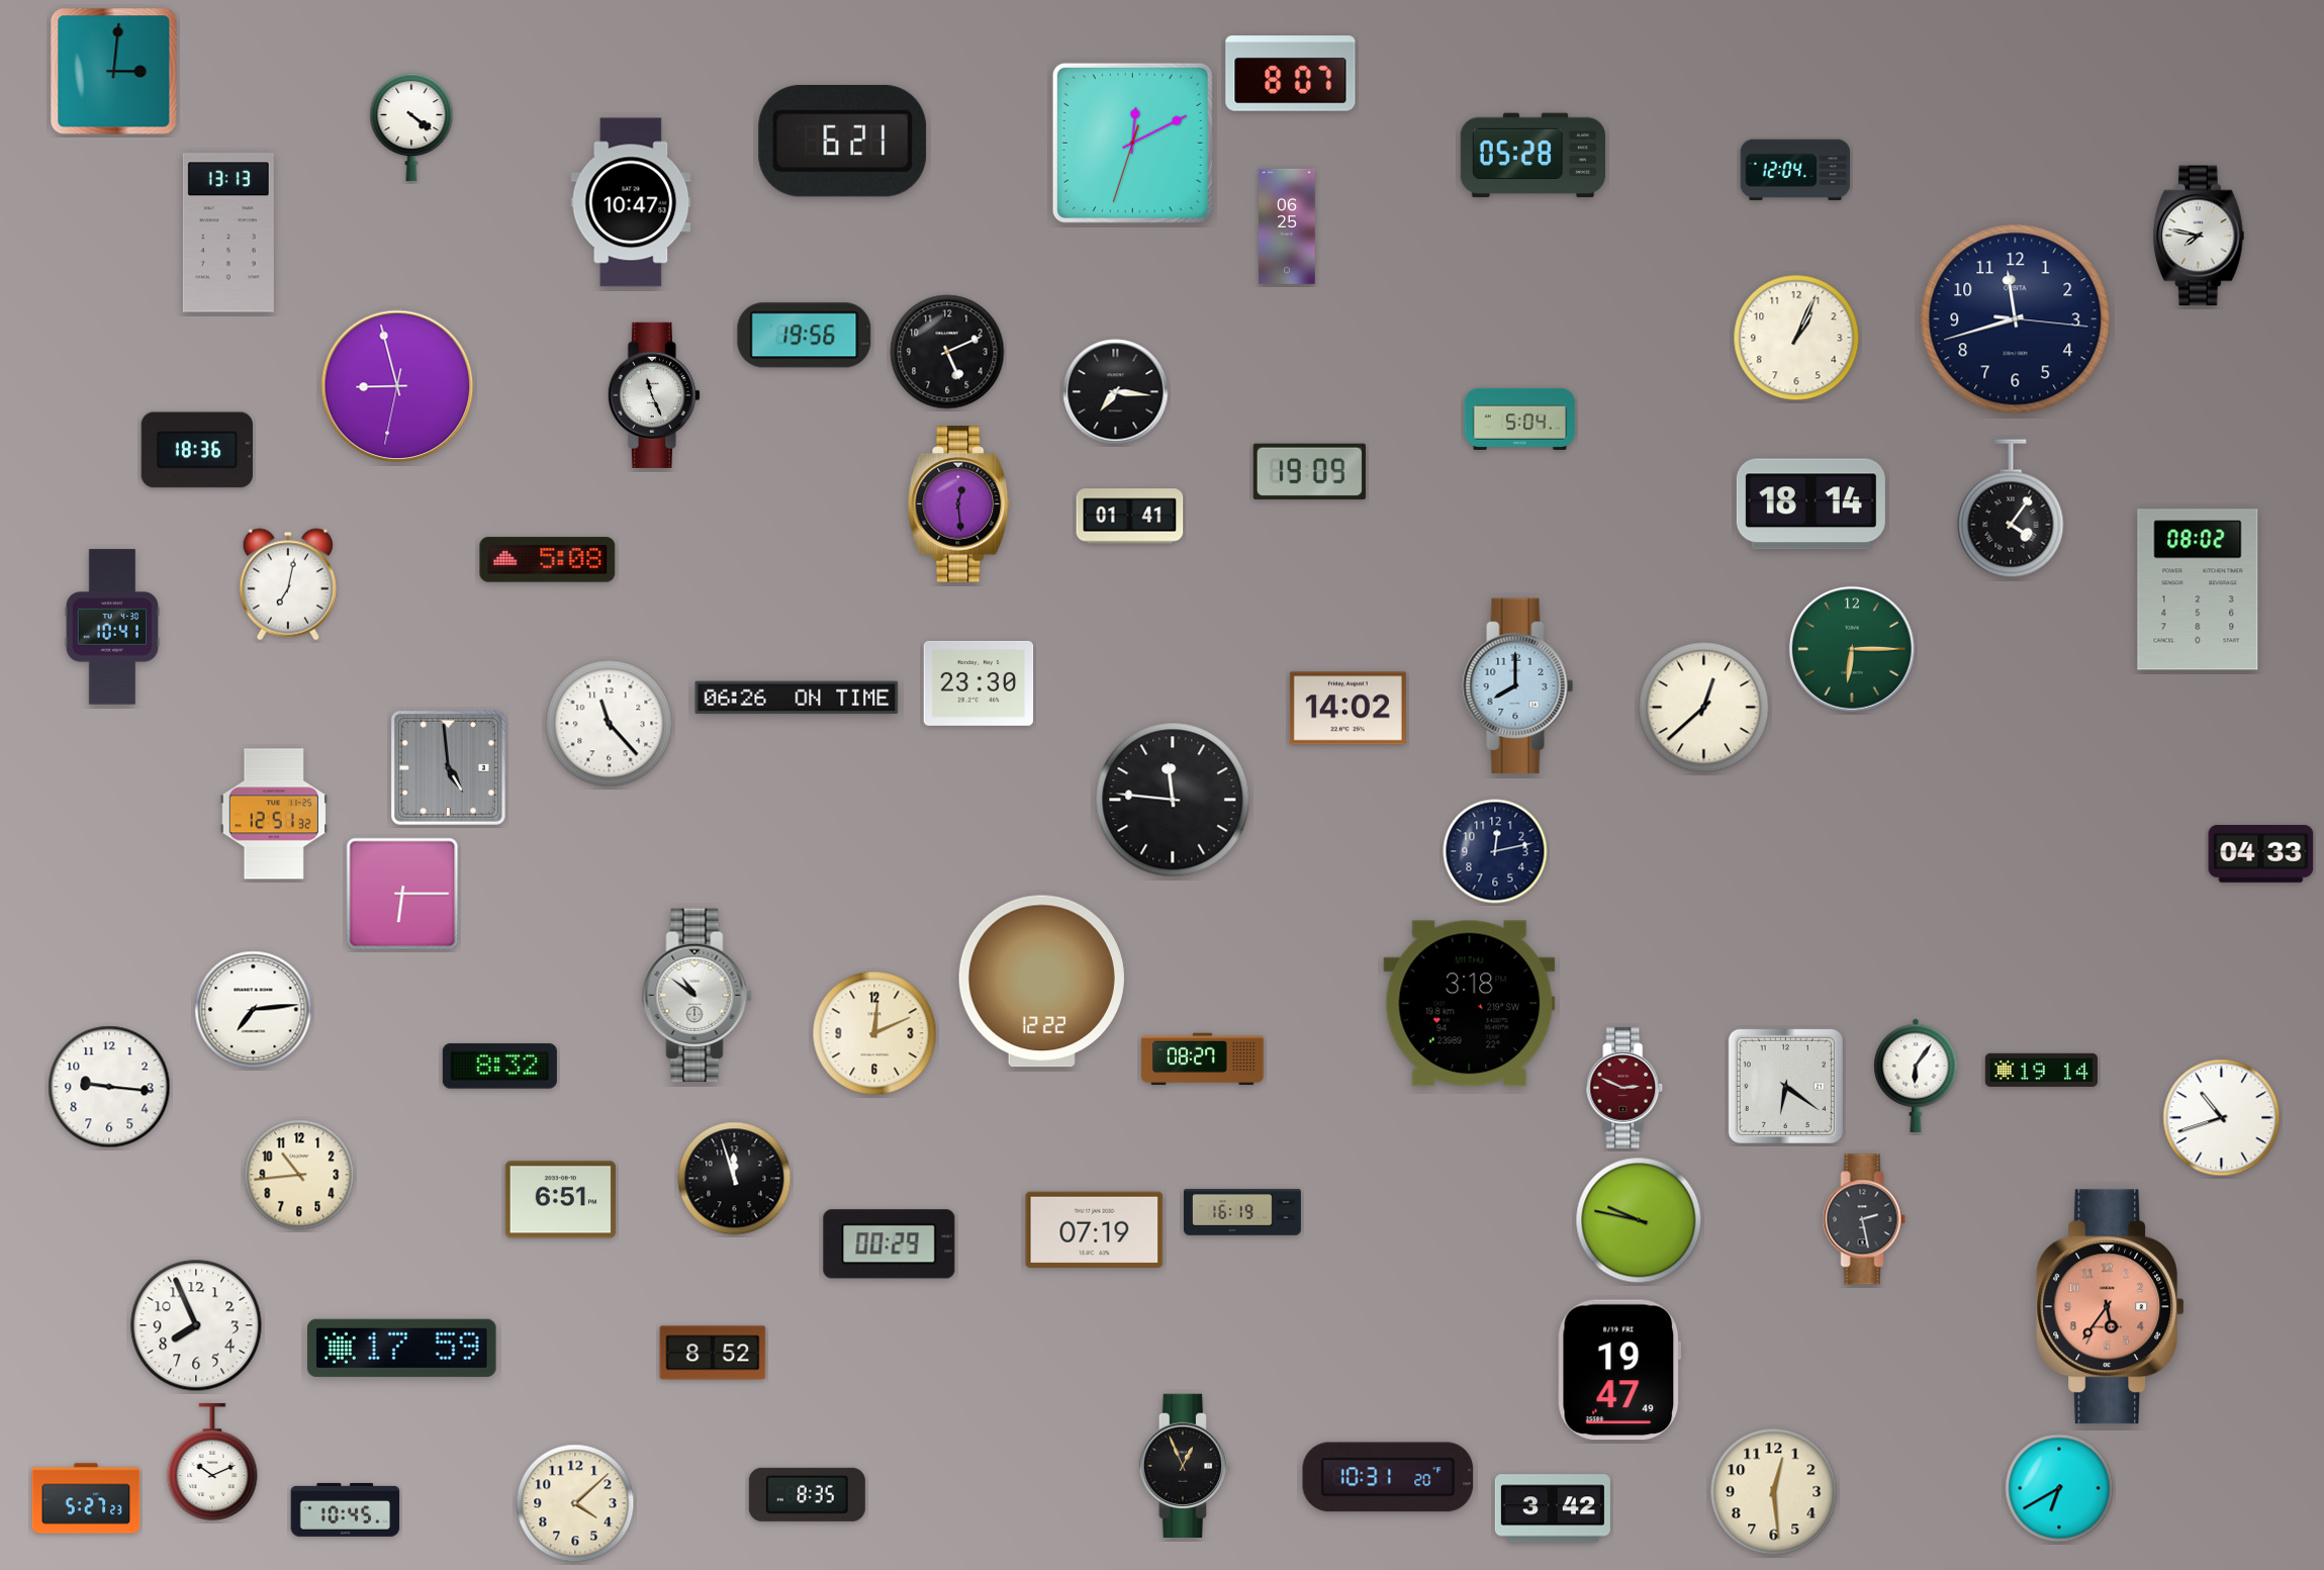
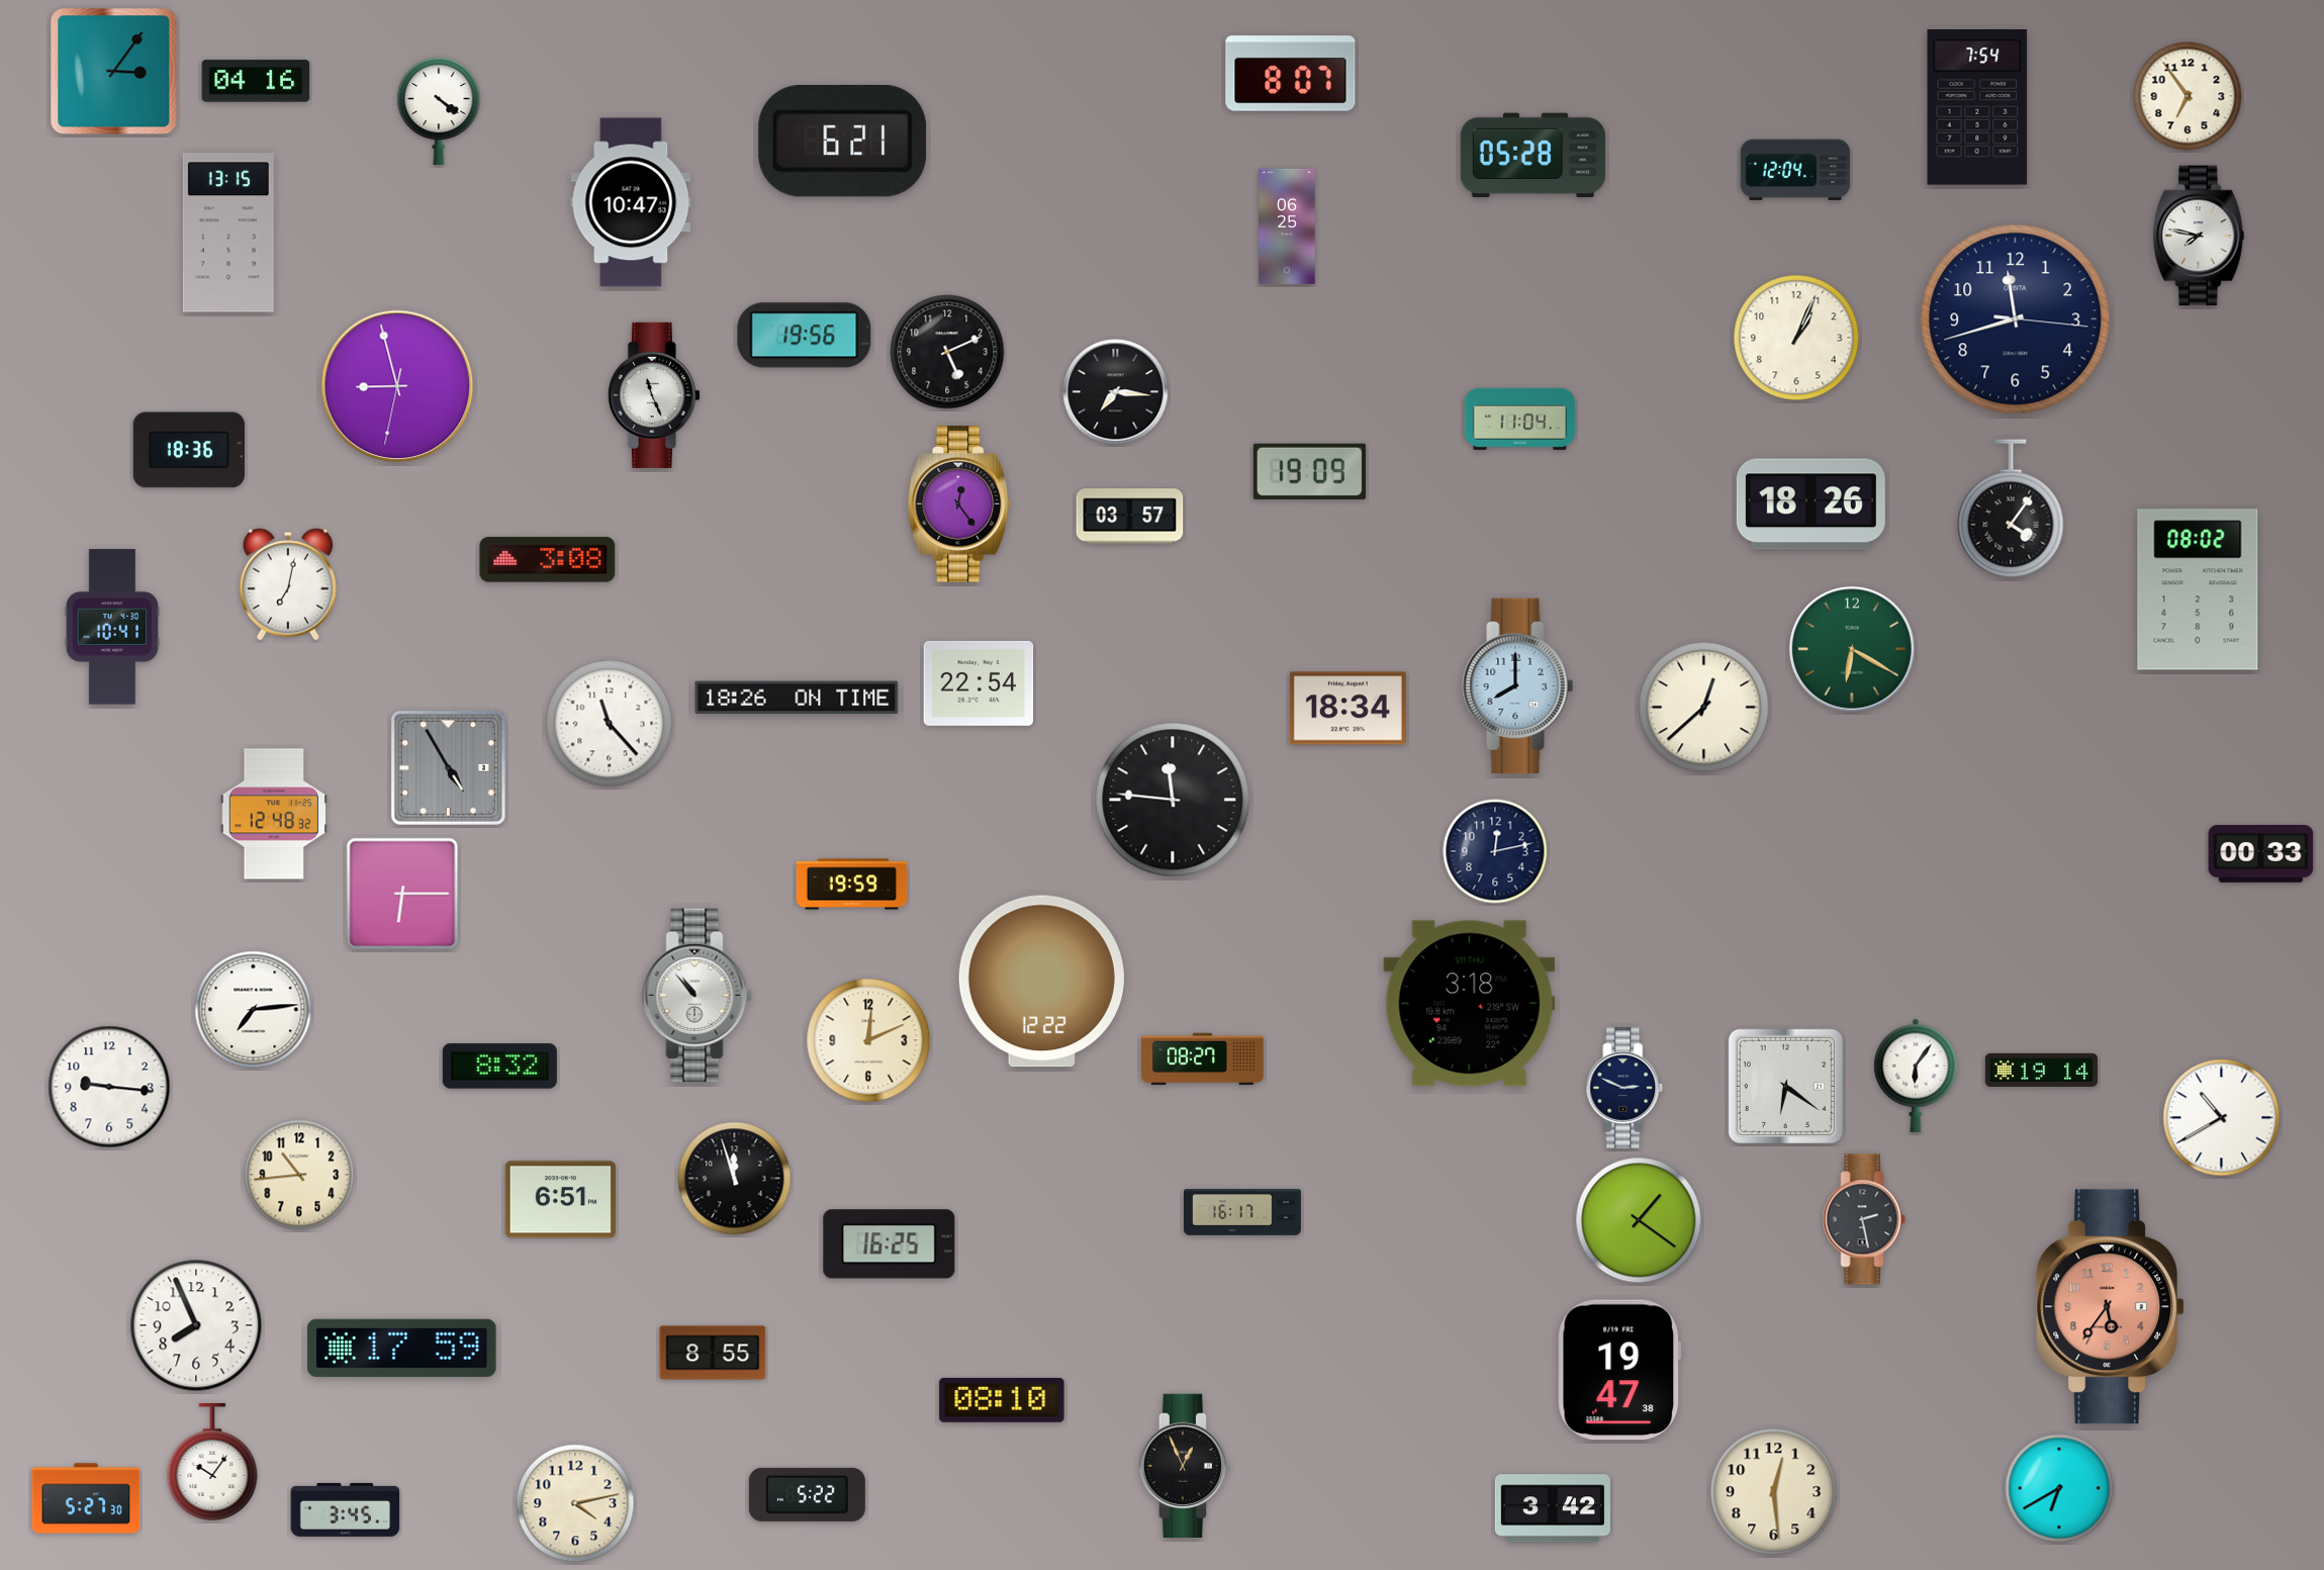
clock at (114, 72): 3:01 -> 3:06
clock at (256, 81): none -> 04:16
clock at (2188, 96): none -> 6:54
clock at (1977, 107): none -> 7:54
clock at (411, 127) position: (411, 127) -> (439, 111)
clock at (1132, 143): 12:10 -> none
clock at (228, 233): 13:13 -> 13:15
clock at (1520, 419): 5:04 -> 11:04
clock at (197, 450) position: (197, 450) -> (189, 450)
clock at (959, 504): 12:29 -> 12:24
clock at (1810, 504): 18:14 -> 18:26
clock at (1130, 517): 01:41 -> 03:57
clock at (548, 560): 5:08 -> 3:08
clock at (1852, 649): 6:15 -> 6:20
clock at (979, 683): 23:30 -> 22:54
clock at (797, 698): 06:26 -> 18:26
clock at (1347, 709): 14:02 -> 18:34
clock at (448, 767): 4:59 -> 4:55
clock at (273, 814): 12:51 -> 12:48
clock at (2261, 853): 04:33 -> 00:33
clock at (852, 885): none -> 19:59
clock at (698, 996): 10:51 -> 10:53
clock at (874, 1033) position: (874, 1033) -> (868, 1040)
clock at (1624, 1088) dial: burgundy -> navy
clock at (2222, 1118): 10:42 -> 10:40
clock at (1242, 1212): 16:19 -> 16:17
clock at (1639, 1220): 9:47 -> 1:21
clock at (1095, 1230): 07:19 -> none
clock at (890, 1244): 00:29 -> 16:25
clock at (713, 1353): 8:52 -> 8:55
clock at (1619, 1370): 19:47:49 -> 19:47:38
clock at (1002, 1400): none -> 08:10
clock at (212, 1462): 10:11 -> 10:06
clock at (1388, 1477): 10:31 -> none
clock at (807, 1494): 8:35 -> 5:22
clock at (86, 1498): 5:27:23 -> 5:27:30
clock at (575, 1503): 4:08 -> 4:13
clock at (346, 1509): 10:45 -> 3:45
